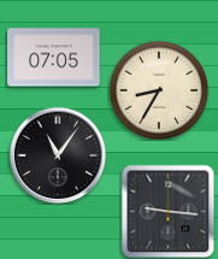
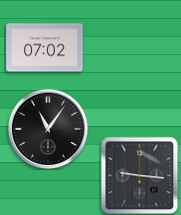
clock at (54, 58): 07:05 -> 07:02
clock at (159, 90): 8:35 -> none
